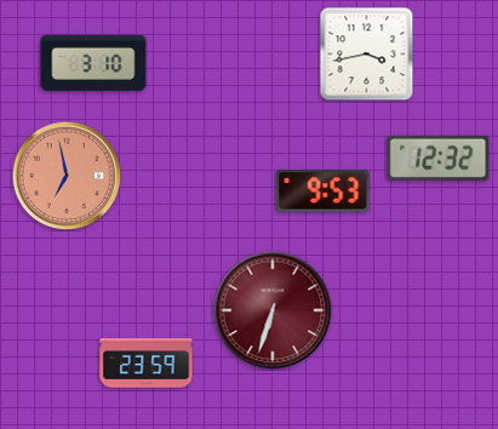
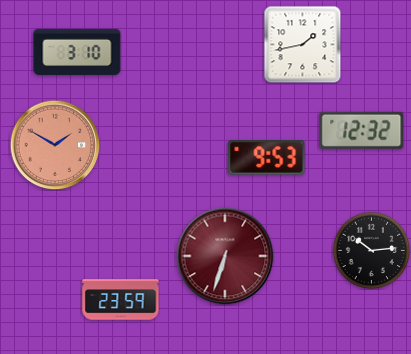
clock at (366, 53): 3:43 -> 1:43
clock at (67, 176): 6:58 -> 1:50
clock at (371, 250): none -> 10:14
